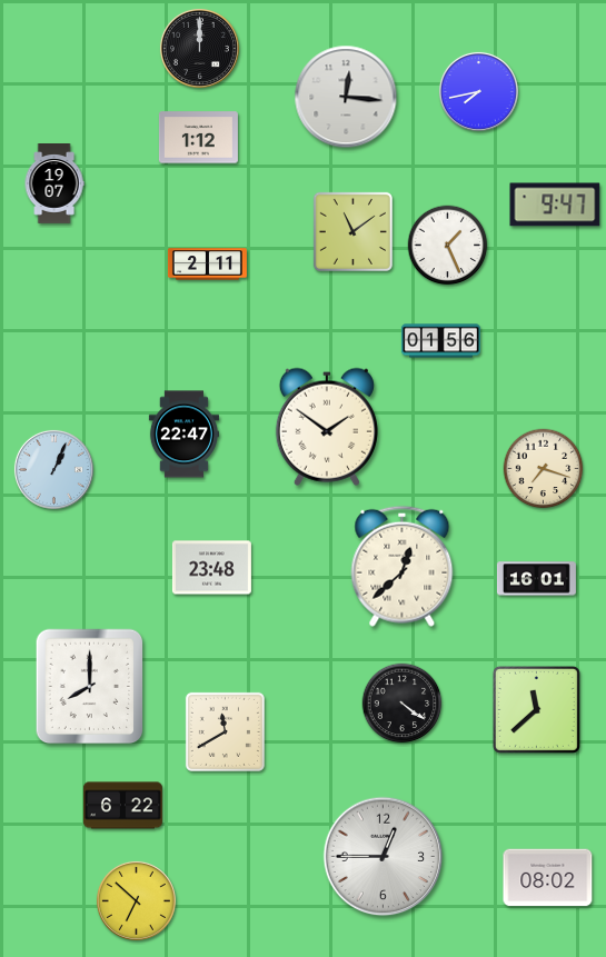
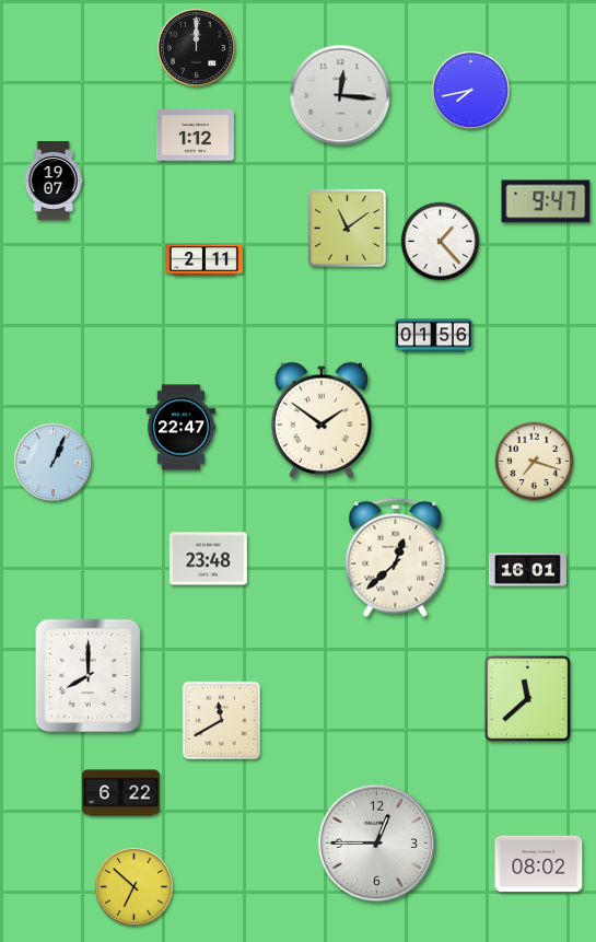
clock at (448, 246): 1:26 -> 1:23
clock at (403, 704): 4:21 -> none
